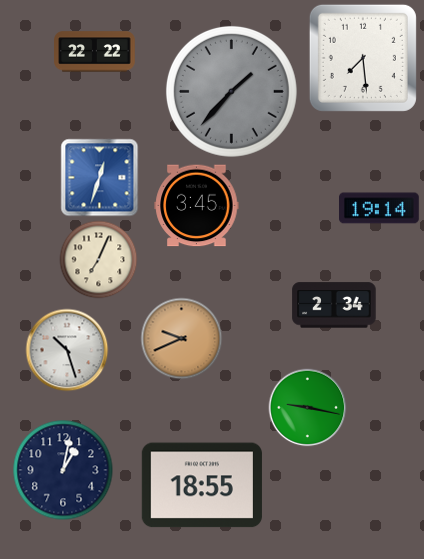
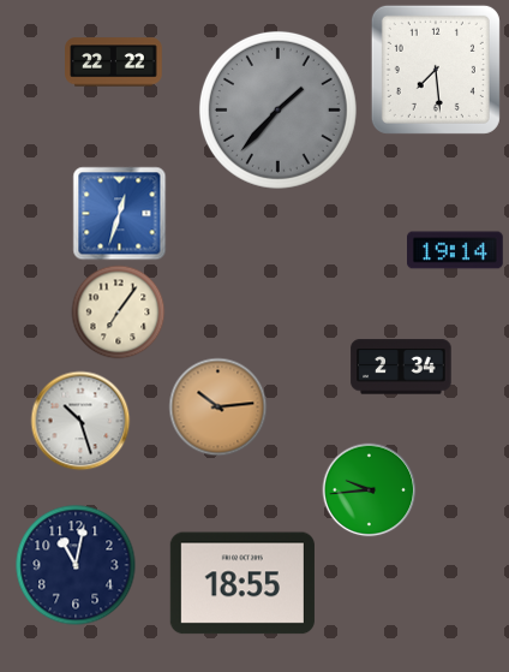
clock at (197, 206): 3:45 -> none
clock at (98, 259): 7:04 -> 7:06
clock at (181, 338): 9:41 -> 10:14
clock at (307, 407): 9:17 -> 9:44
clock at (63, 470): 1:02 -> 11:02
